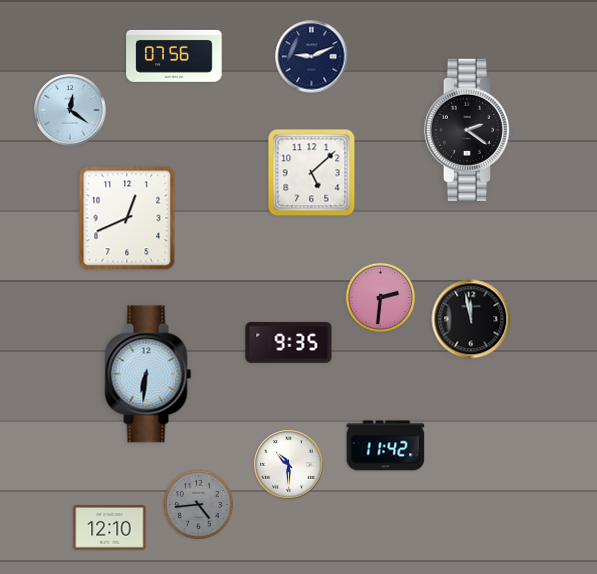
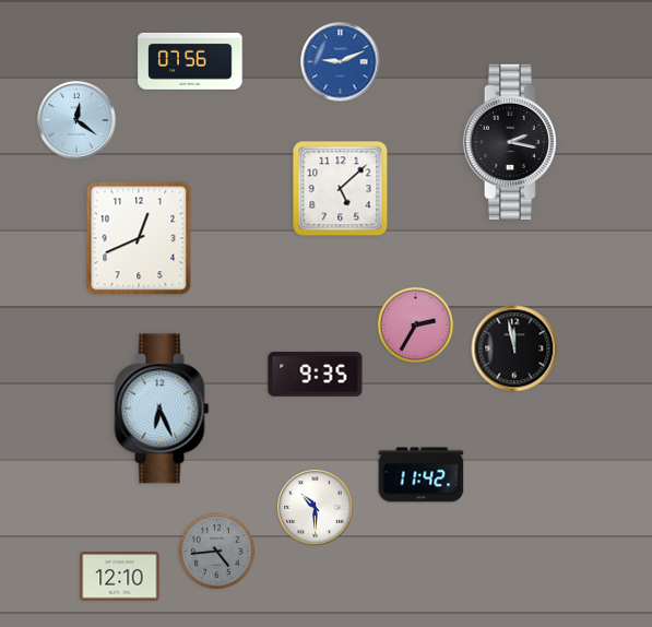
clock at (312, 57) dial: navy -> blue
clock at (469, 130): 2:21 -> 2:17
clock at (380, 297): 2:31 -> 2:35
clock at (148, 374): 6:31 -> 6:26
clock at (386, 446) position: (386, 446) -> (422, 475)
